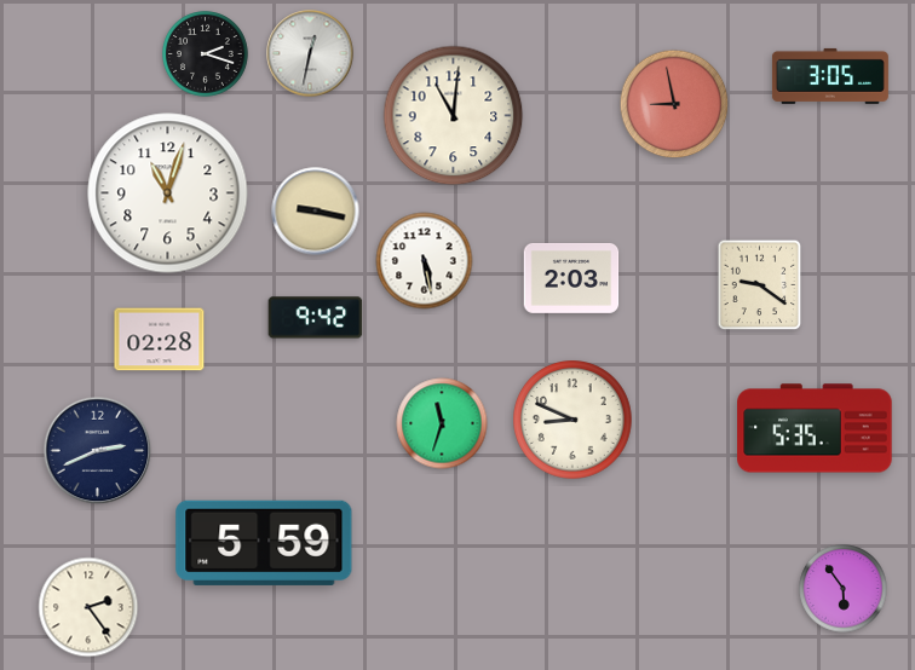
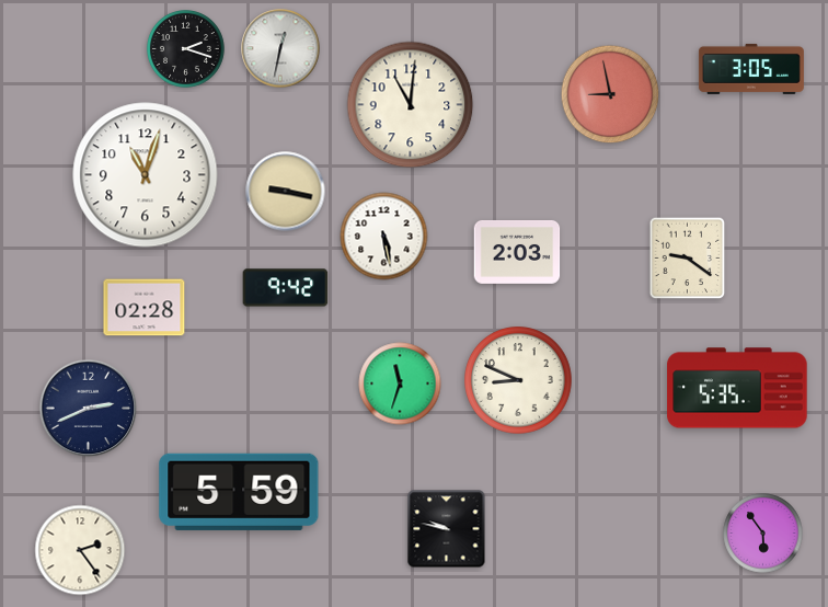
clock at (168, 194) position: (168, 194) -> (146, 175)
clock at (447, 529): none -> 9:47
